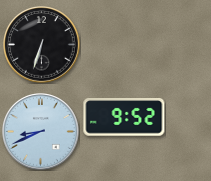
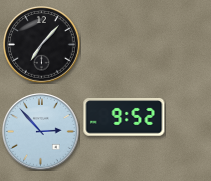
clock at (42, 45): 6:33 -> 7:07
clock at (41, 132): 8:41 -> 2:53
